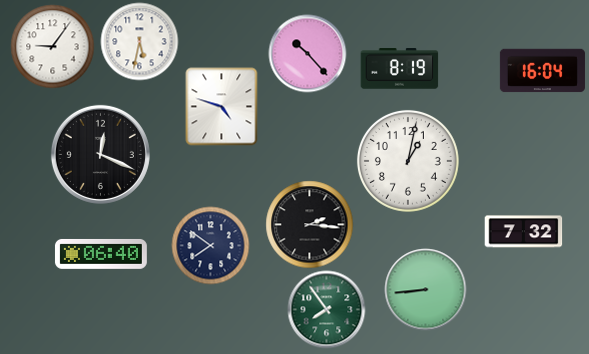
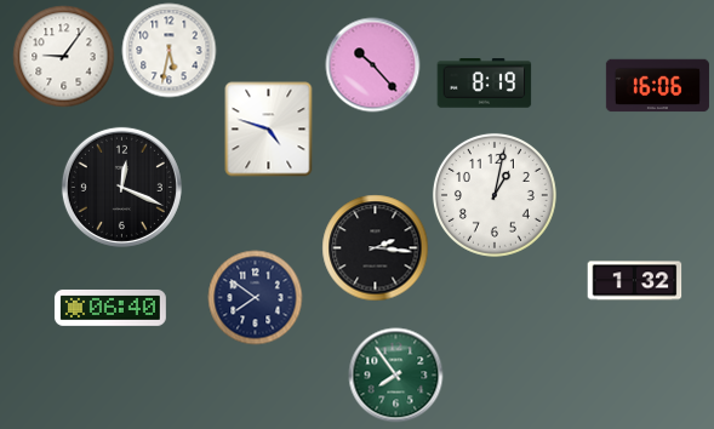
clock at (542, 71): 16:04 -> 16:06
clock at (309, 224) position: (309, 224) -> (375, 247)
clock at (523, 232): 7:32 -> 1:32
clock at (101, 254) position: (101, 254) -> (110, 308)
clock at (425, 289): 8:44 -> none
